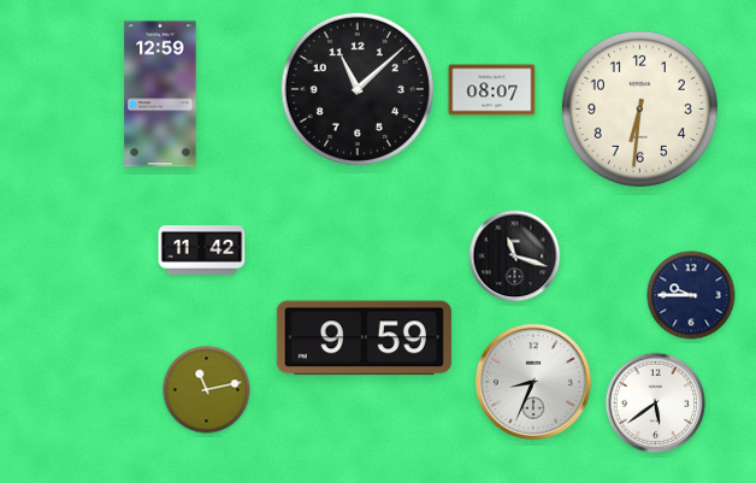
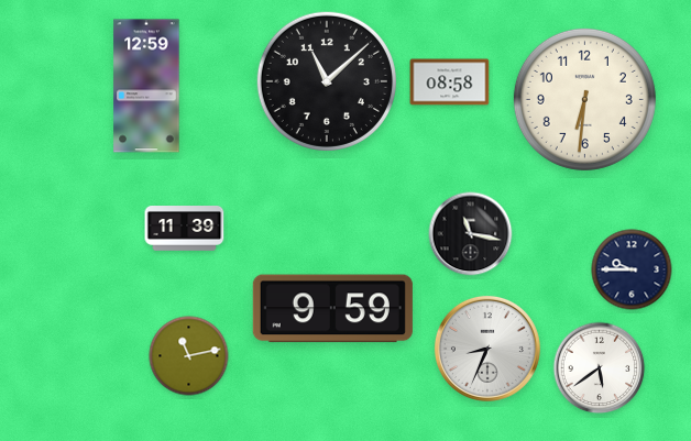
clock at (492, 90): 08:07 -> 08:58
clock at (202, 251): 11:42 -> 11:39
clock at (515, 257): 11:18 -> 11:17
